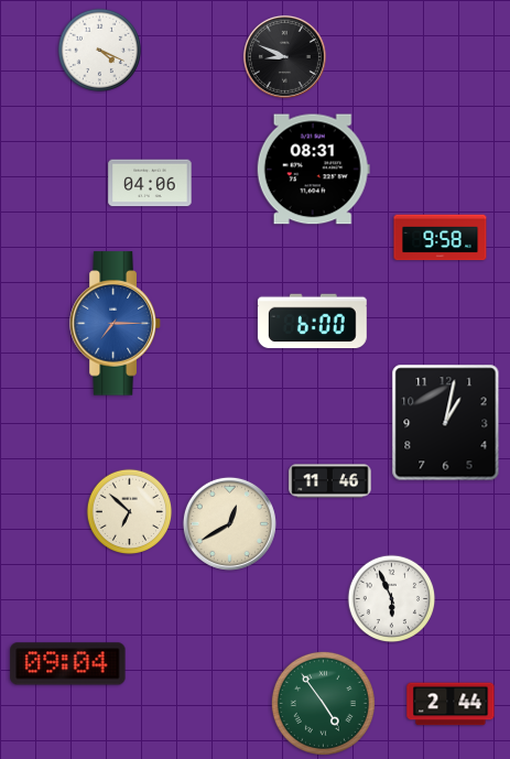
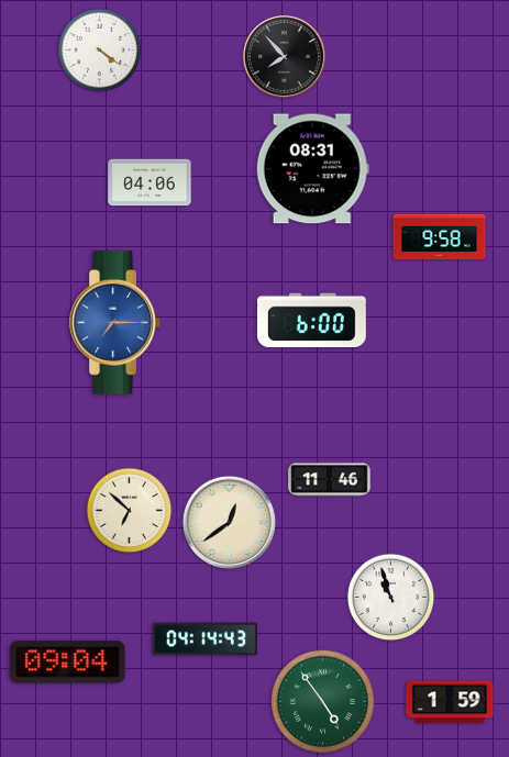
clock at (100, 51): 4:19 -> 4:21
clock at (284, 56): 8:49 -> 7:53
clock at (446, 423): 1:02 -> none
clock at (229, 523): 12:40 -> 12:39
clock at (392, 599): 5:56 -> 10:57
clock at (204, 639): none -> 04:14
clock at (451, 704): 2:44 -> 1:59
